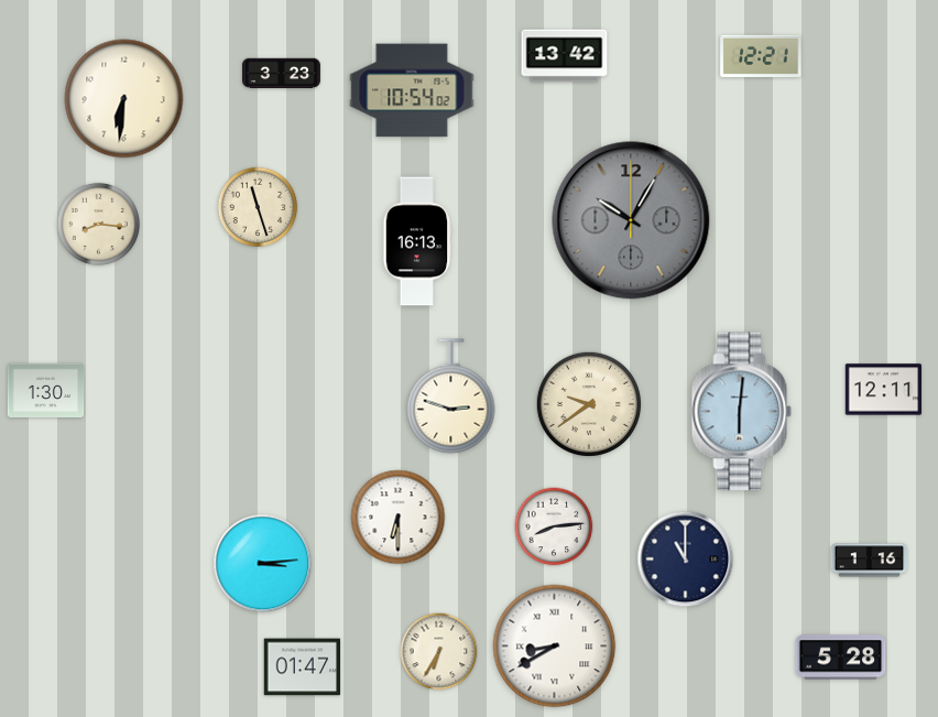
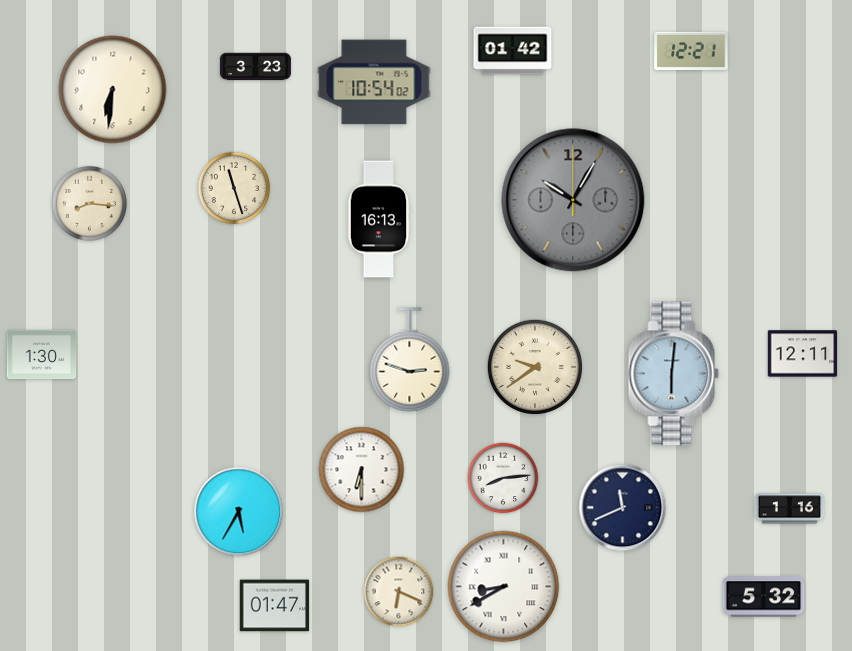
clock at (565, 56): 13:42 -> 01:42
clock at (686, 560): 11:00 -> 11:41
clock at (263, 564): 3:14 -> 5:35
clock at (439, 652): 6:35 -> 6:19
clock at (841, 658): 5:28 -> 5:32
